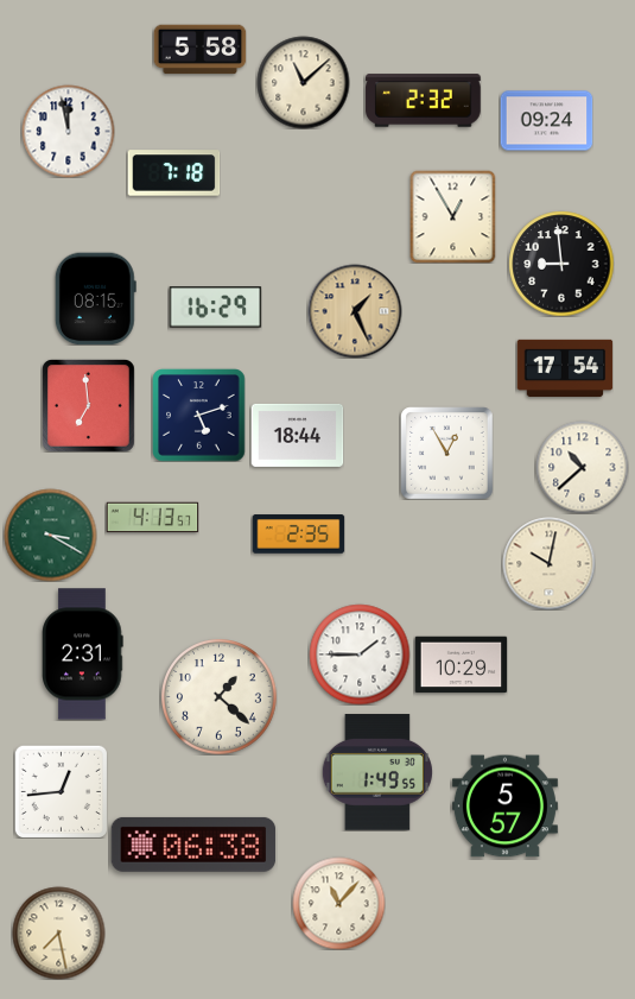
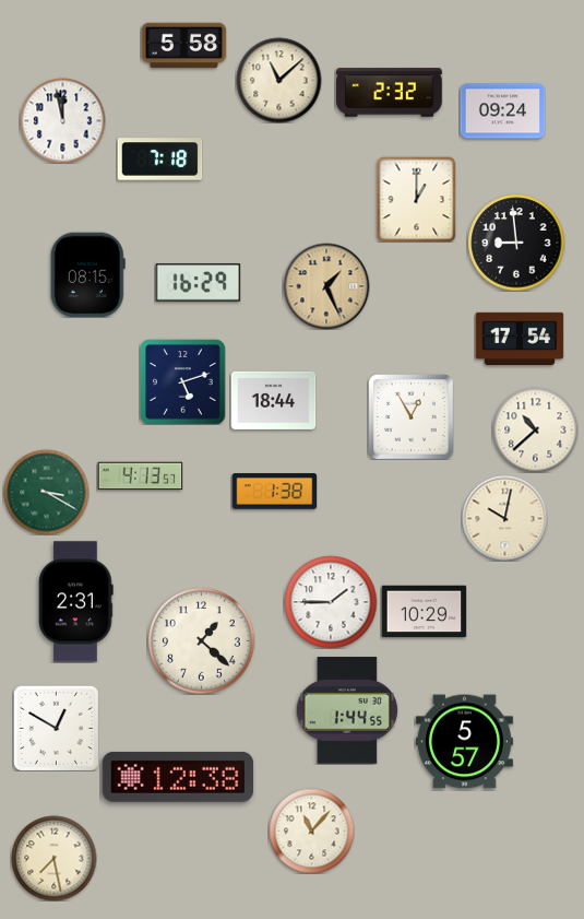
clock at (303, 82) position: (303, 82) -> (278, 80)
clock at (453, 216): 12:55 -> 1:00
clock at (88, 405): 6:59 -> none
clock at (298, 535): 2:35 -> 1:38
clock at (377, 772): 1:49 -> 1:44
clock at (61, 791): 12:44 -> 12:50
clock at (193, 845): 06:38 -> 12:38
